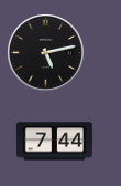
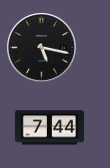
clock at (46, 53): 5:13 -> 5:17
